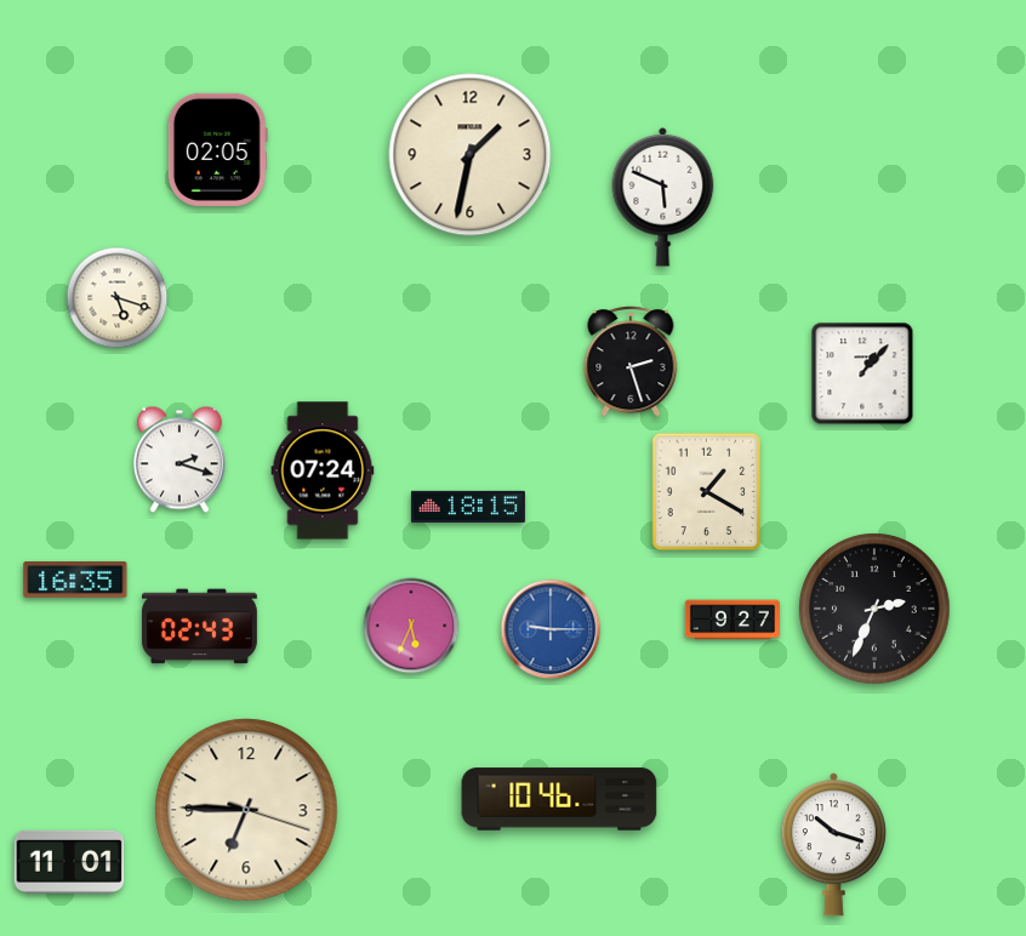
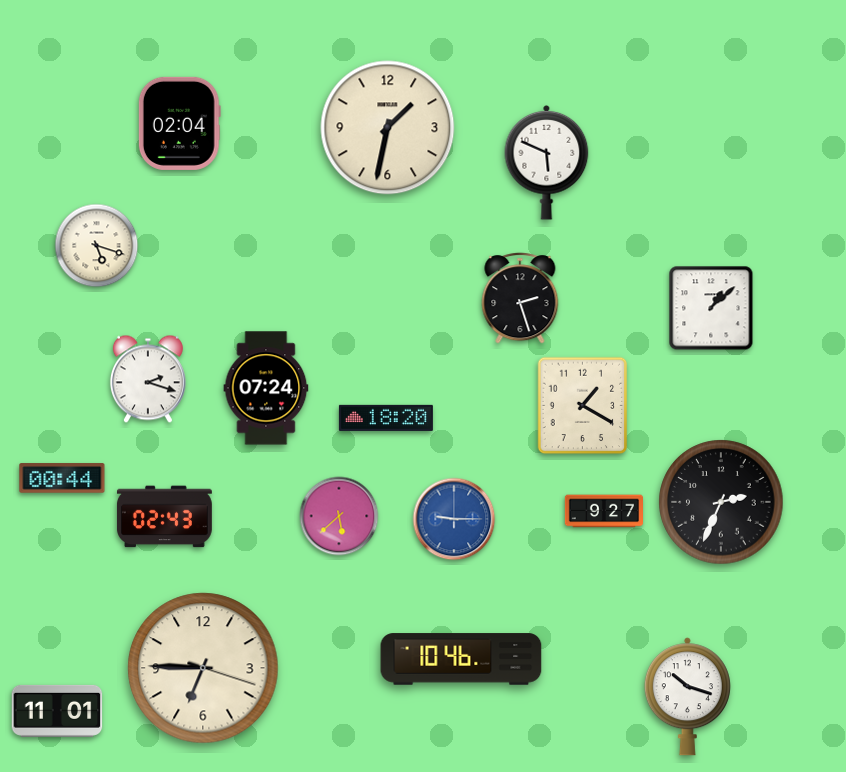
clock at (217, 149): 02:05 -> 02:04
clock at (862, 373): 1:07 -> 1:08
clock at (468, 507): 18:15 -> 18:20
clock at (75, 580): 16:35 -> 00:44
clock at (411, 626): 5:34 -> 5:38
